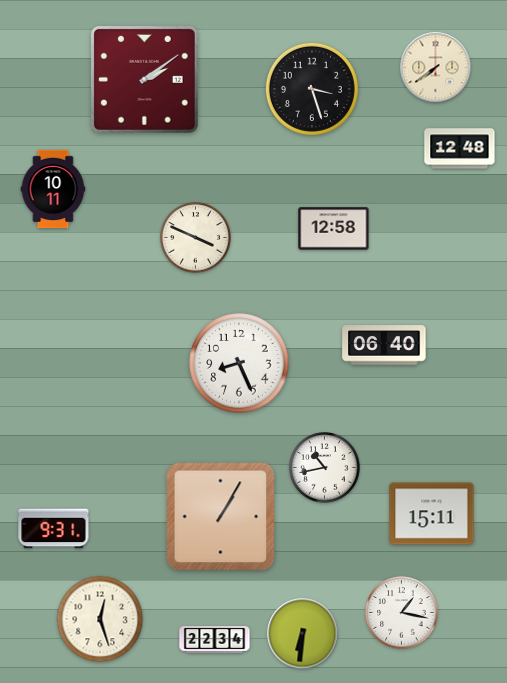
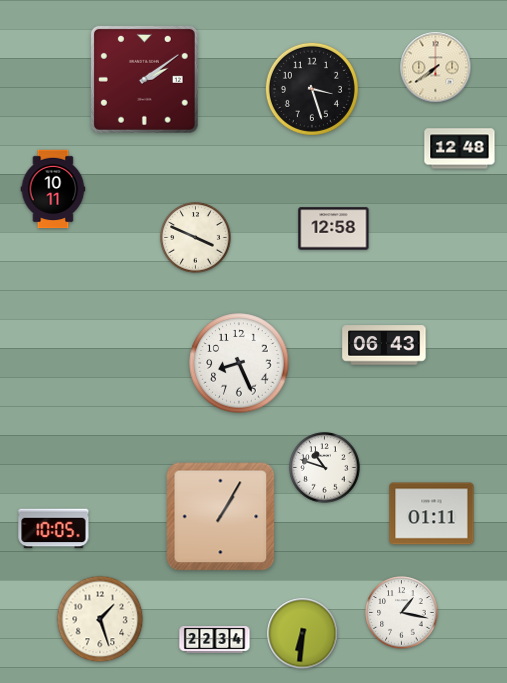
clock at (384, 345): 06:40 -> 06:43
clock at (325, 468): 10:43 -> 10:48
clock at (432, 514): 15:11 -> 01:11
clock at (54, 529): 9:31 -> 10:05
clock at (100, 619): 12:27 -> 1:27
